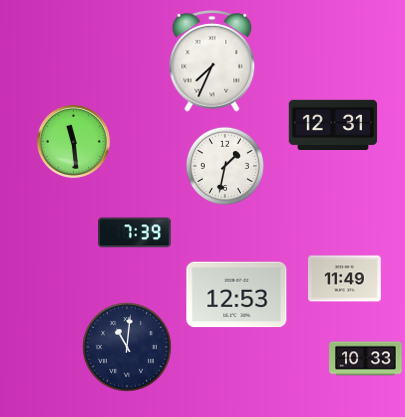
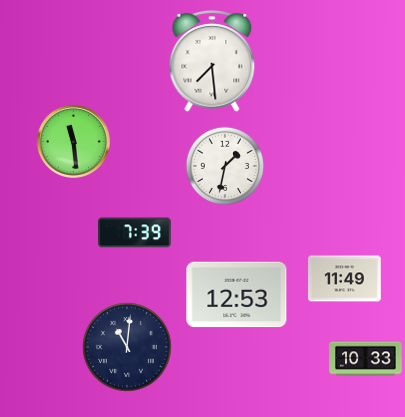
clock at (212, 62): 7:34 -> 7:29
clock at (333, 124): 12:31 -> none
